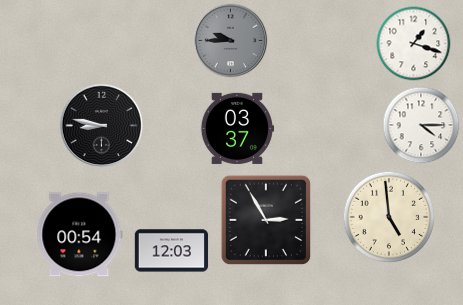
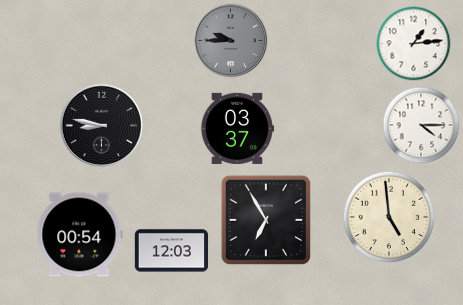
clock at (414, 44): 1:18 -> 1:14
clock at (266, 220): 2:55 -> 6:55
